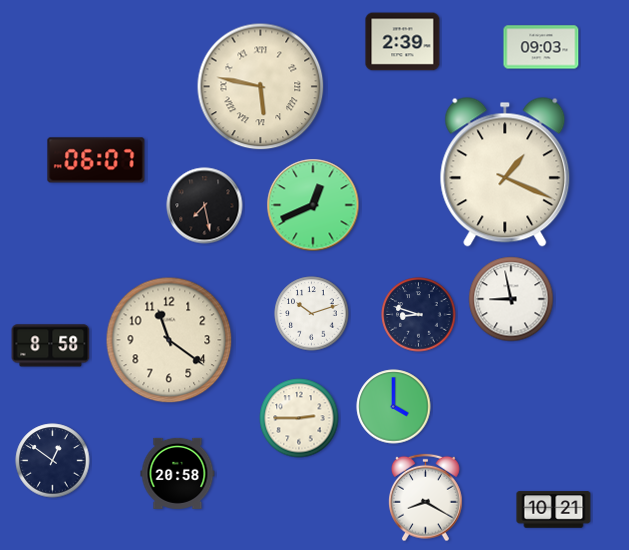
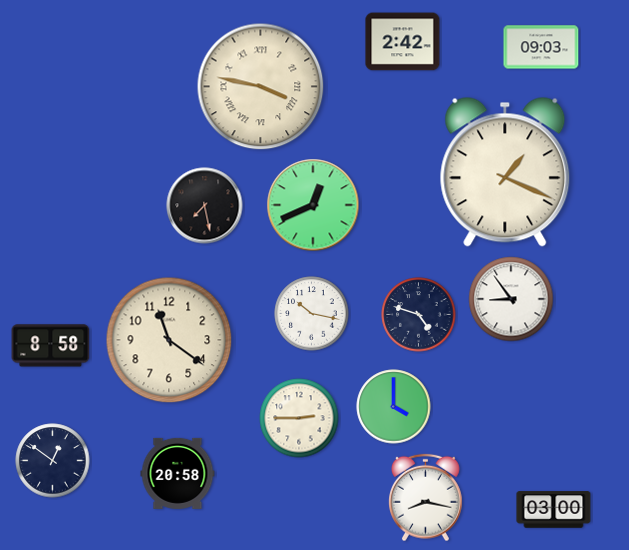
clock at (403, 42): 2:39 -> 2:42
clock at (261, 87): 5:47 -> 3:47
clock at (96, 160): 06:07 -> none
clock at (511, 299): 8:58 -> 8:54
clock at (312, 314): 10:12 -> 10:17
clock at (419, 315): 8:48 -> 4:48
clock at (426, 498): 8:20 -> 8:17
clock at (554, 510): 10:21 -> 03:00
